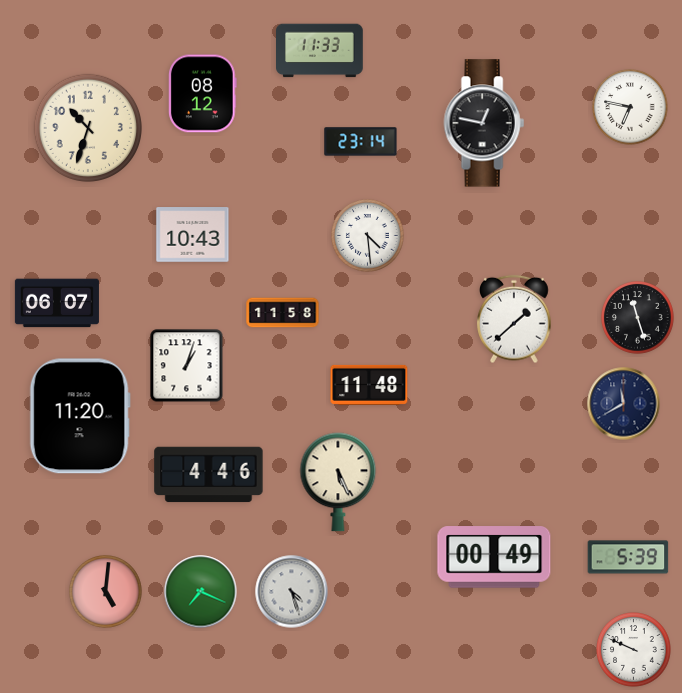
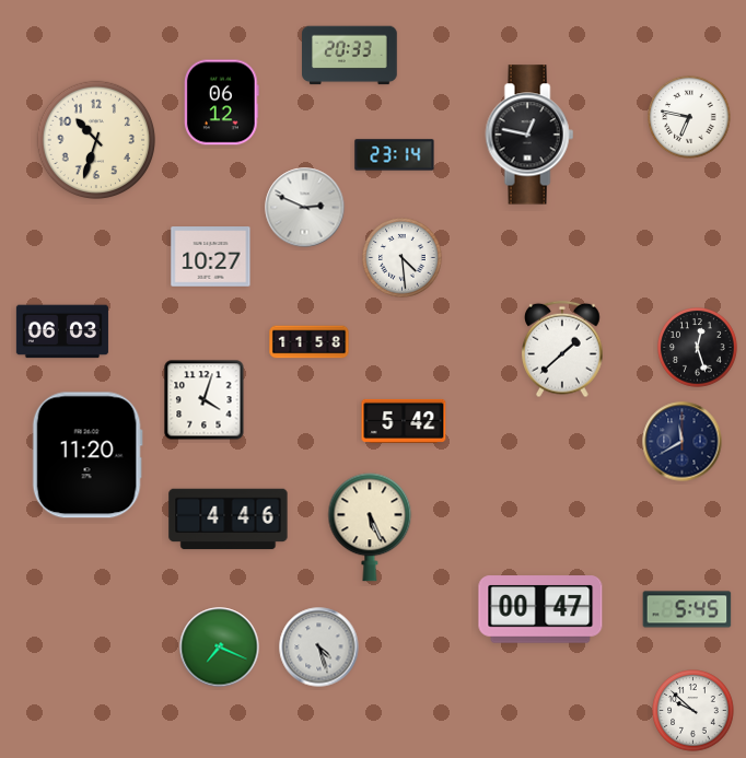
clock at (320, 51): 11:33 -> 20:33
clock at (203, 94): 08:12 -> 06:12
clock at (305, 208): none -> 2:49
clock at (193, 235): 10:43 -> 10:27
clock at (57, 303): 06:07 -> 06:03
clock at (638, 318): 11:27 -> 12:27
clock at (187, 366): 1:03 -> 4:03
clock at (369, 385): 11:48 -> 5:42
clock at (494, 557): 00:49 -> 00:47
clock at (628, 557): 5:39 -> 5:45
clock at (106, 592): 5:01 -> none
clock at (634, 650): 9:49 -> 9:52
